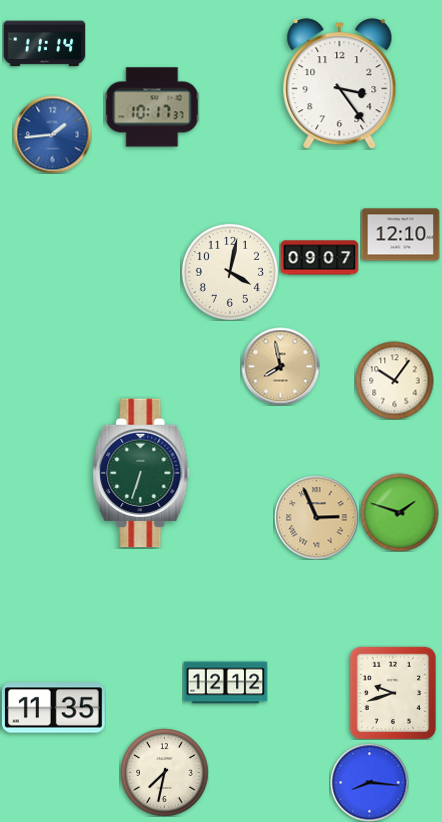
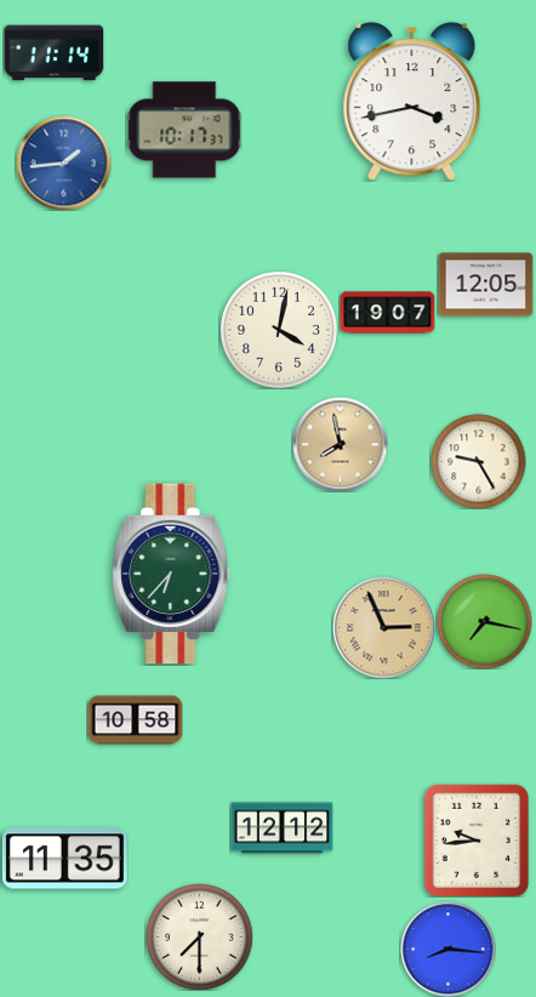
clock at (340, 84): 3:24 -> 3:43
clock at (400, 235): 12:10 -> 12:05
clock at (319, 258): 09:07 -> 19:07
clock at (394, 380): 10:06 -> 9:25
clock at (141, 473): 6:33 -> 6:37
clock at (399, 512): 1:48 -> 7:17
clock at (135, 720): none -> 10:58
clock at (225, 683) position: (225, 683) -> (281, 828)
clock at (393, 693): 9:42 -> 9:44
clock at (164, 772): 7:32 -> 7:30
